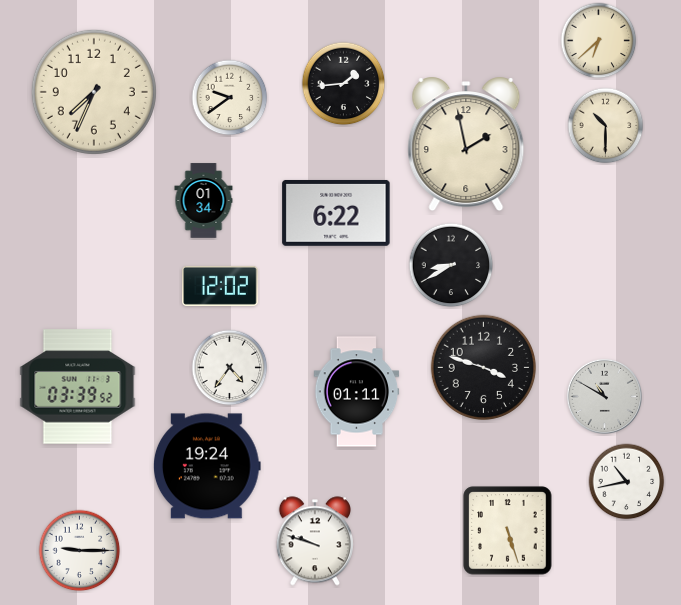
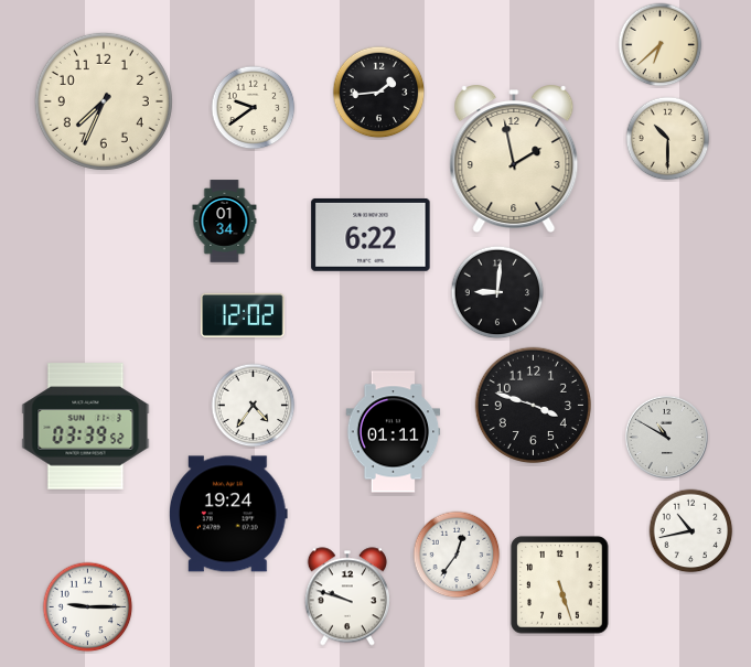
clock at (451, 265): 8:40 -> 9:01
clock at (457, 555): none -> 12:36
